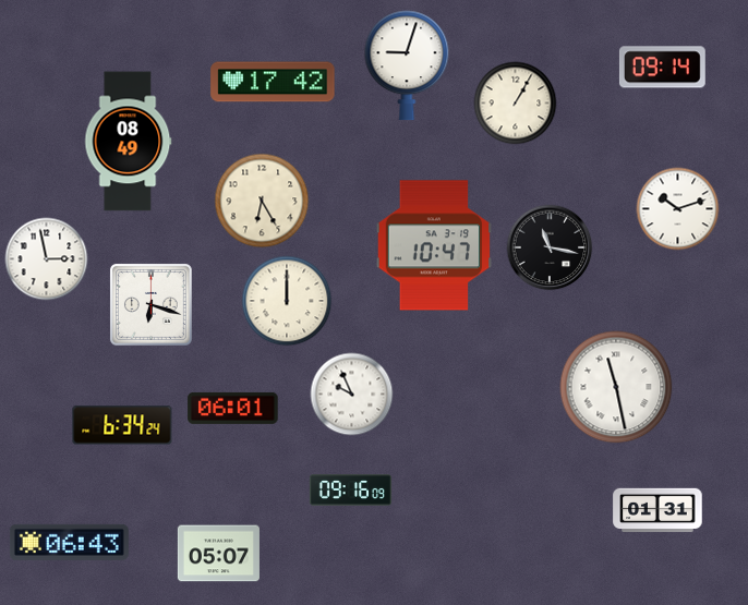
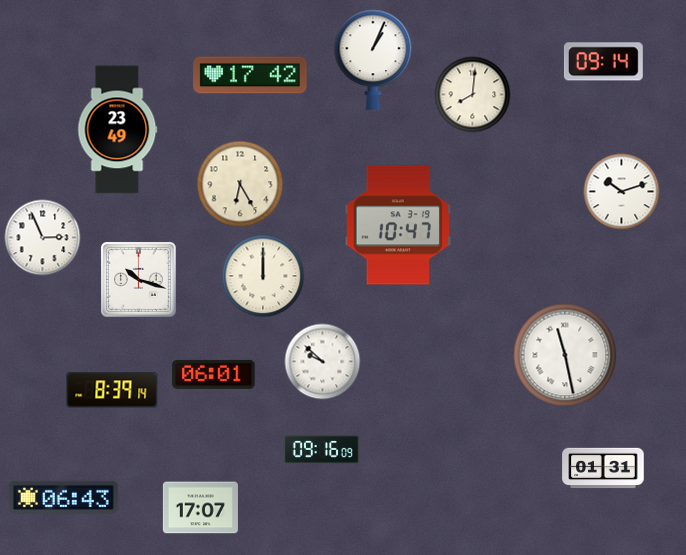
clock at (407, 65): 9:03 -> 1:04
clock at (662, 68) position: (662, 68) -> (603, 62)
clock at (516, 104): 1:05 -> 8:01
clock at (129, 142): 08:49 -> 23:49
clock at (550, 247): 11:17 -> none
clock at (47, 259): 2:58 -> 2:56
clock at (152, 305): 6:18 -> 10:18
clock at (352, 395): 9:56 -> 9:52
clock at (122, 425): 6:34 -> 8:39
clock at (218, 554): 05:07 -> 17:07
